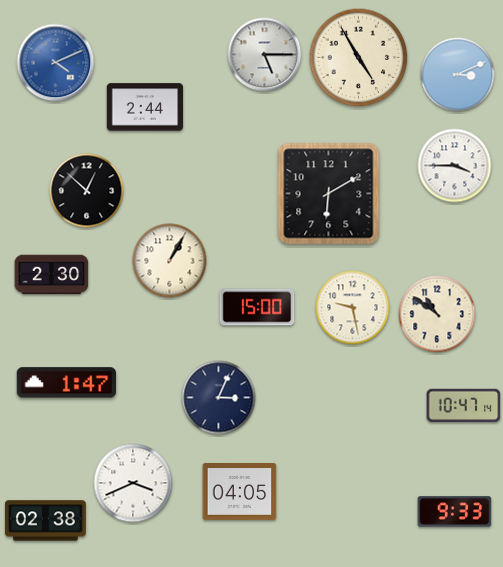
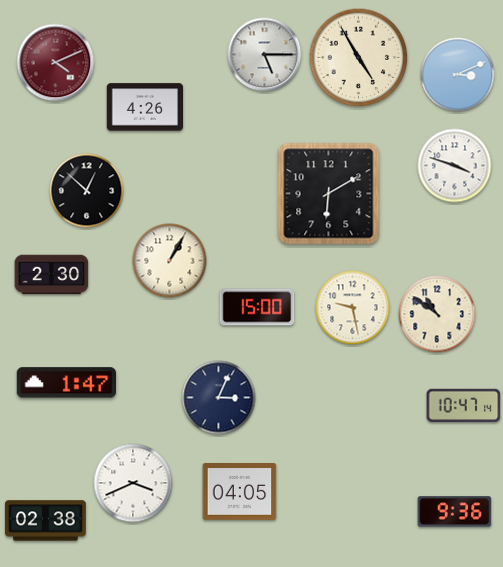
clock at (56, 63) dial: blue -> burgundy
clock at (145, 107): 2:44 -> 4:26
clock at (455, 166): 3:45 -> 3:48
clock at (455, 512): 9:33 -> 9:36
